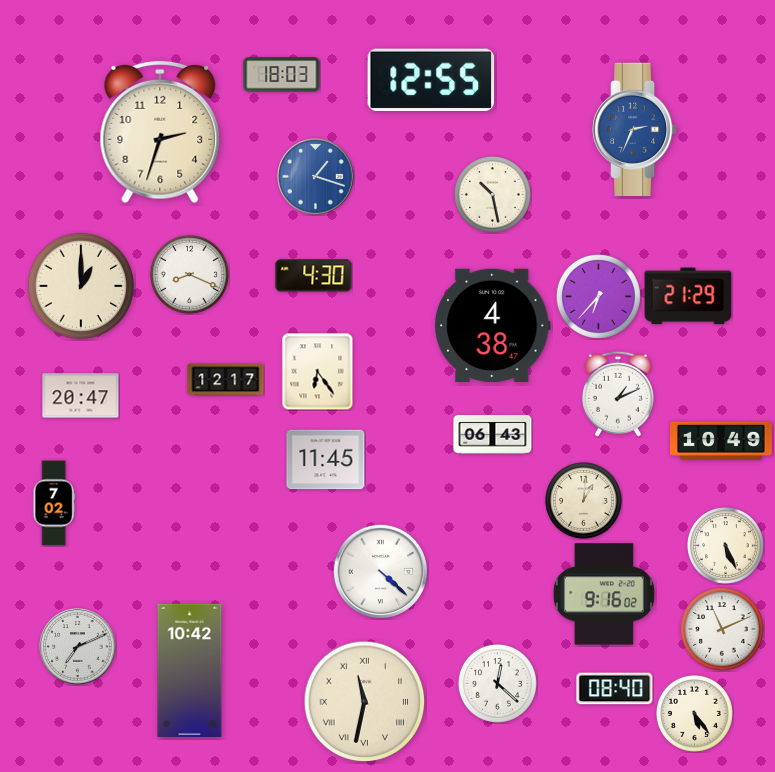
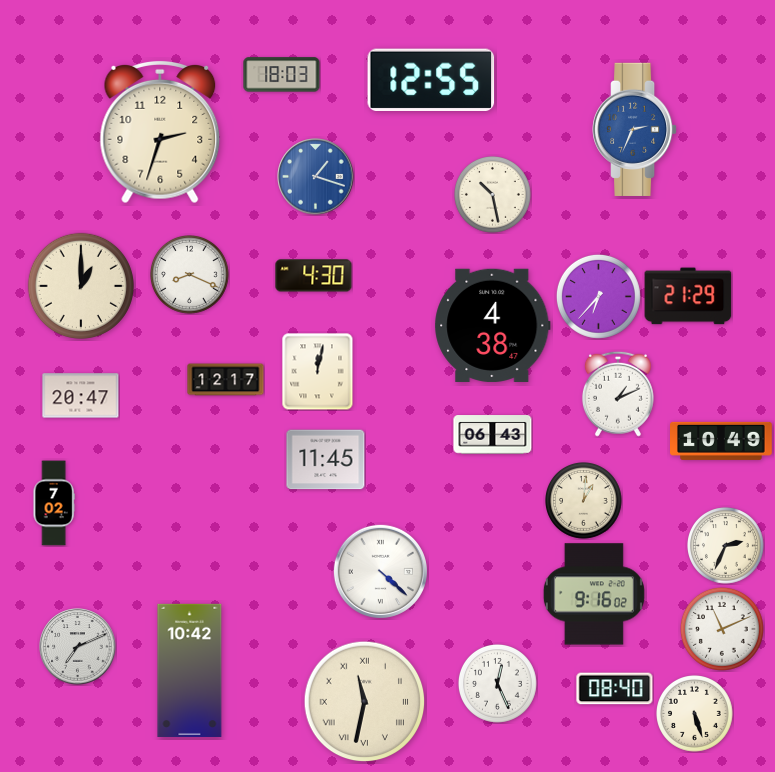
clock at (318, 371): 6:24 -> 12:02
clock at (726, 546): 5:26 -> 2:34
clock at (604, 594) position: (604, 594) -> (594, 594)
clock at (498, 684): 12:22 -> 12:26
clock at (695, 714): 5:24 -> 5:27
